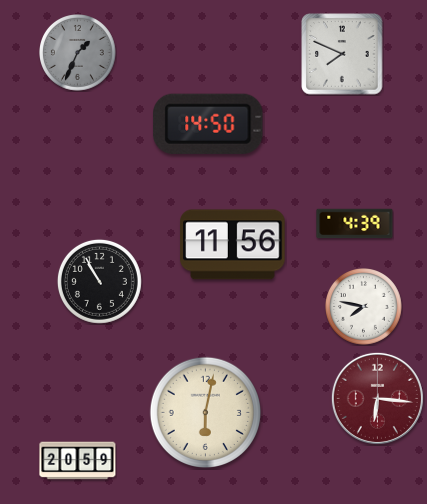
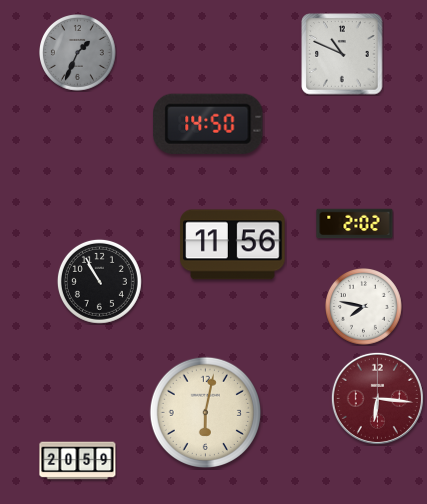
clock at (342, 54): 7:49 -> 10:49
clock at (355, 224): 4:39 -> 2:02
